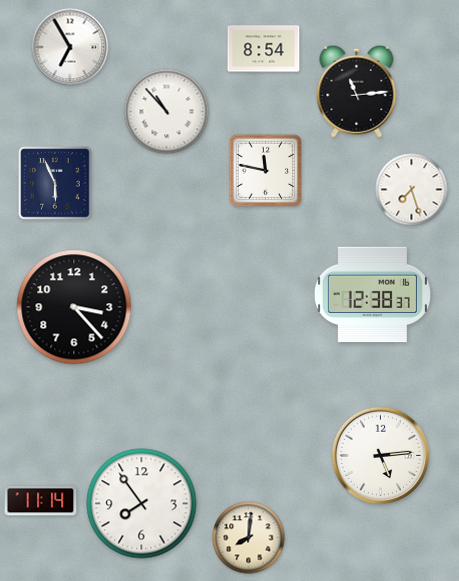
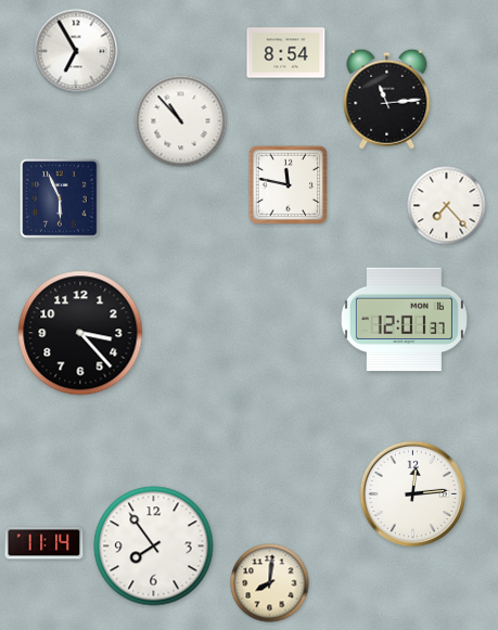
clock at (412, 190): 7:27 -> 7:23
clock at (372, 295): 12:38 -> 12:01
clock at (381, 456): 5:14 -> 12:14
